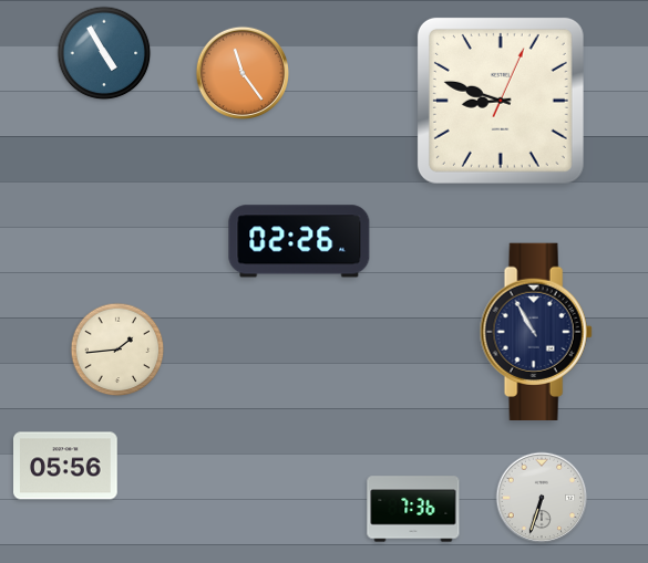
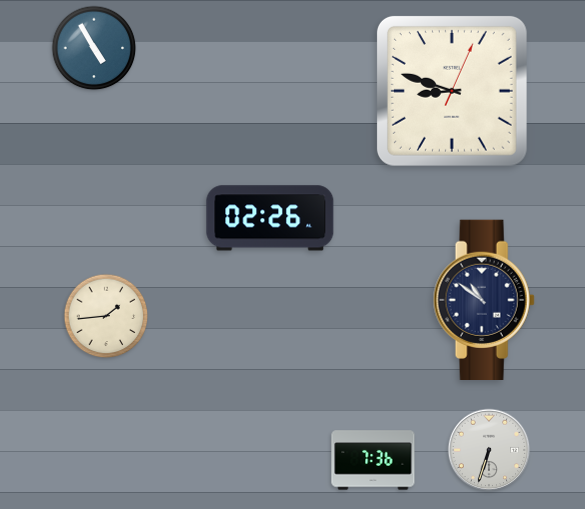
clock at (243, 73): 11:24 -> none
clock at (536, 331): 10:55 -> 10:51
clock at (66, 466): 05:56 -> none
